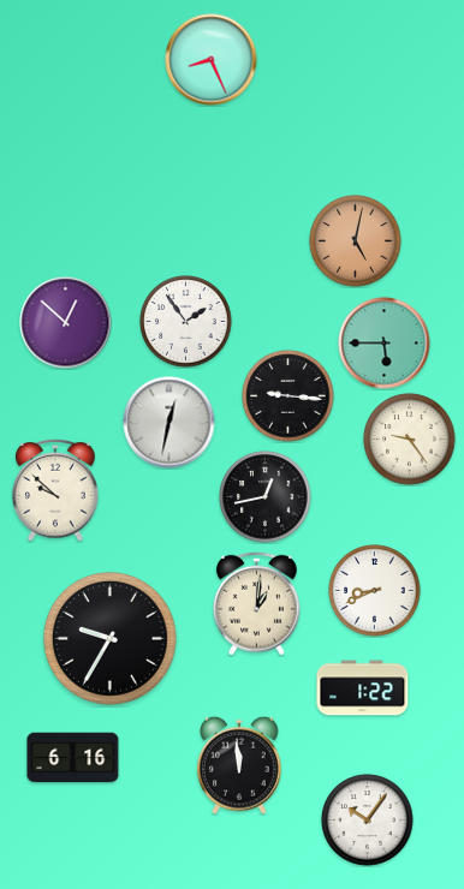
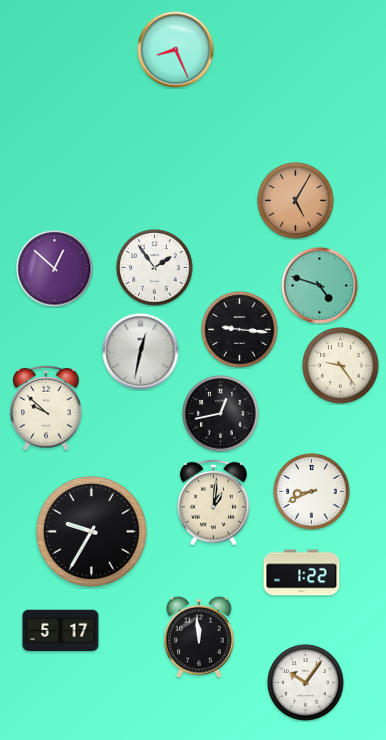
clock at (356, 241): 5:02 -> 5:05
clock at (385, 344): 5:45 -> 4:48
clock at (73, 758): 6:16 -> 5:17
